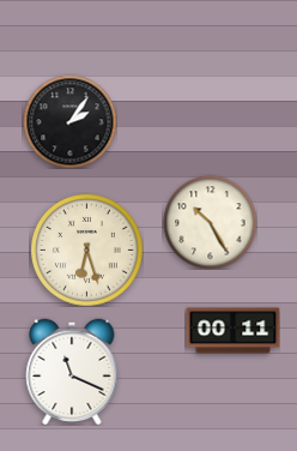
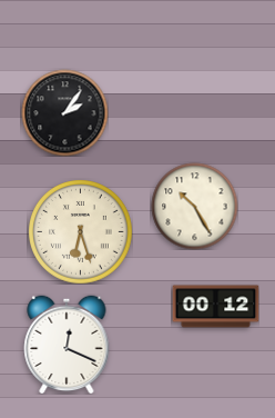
clock at (232, 331): 00:11 -> 00:12
clock at (72, 372): 11:19 -> 12:19
